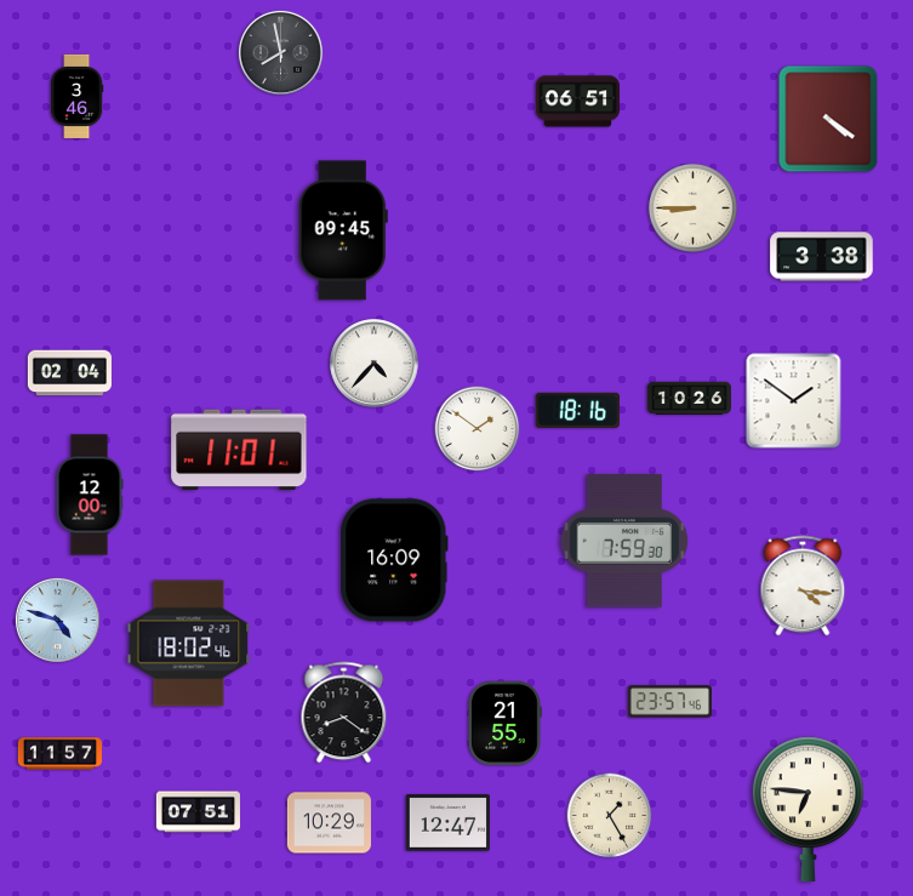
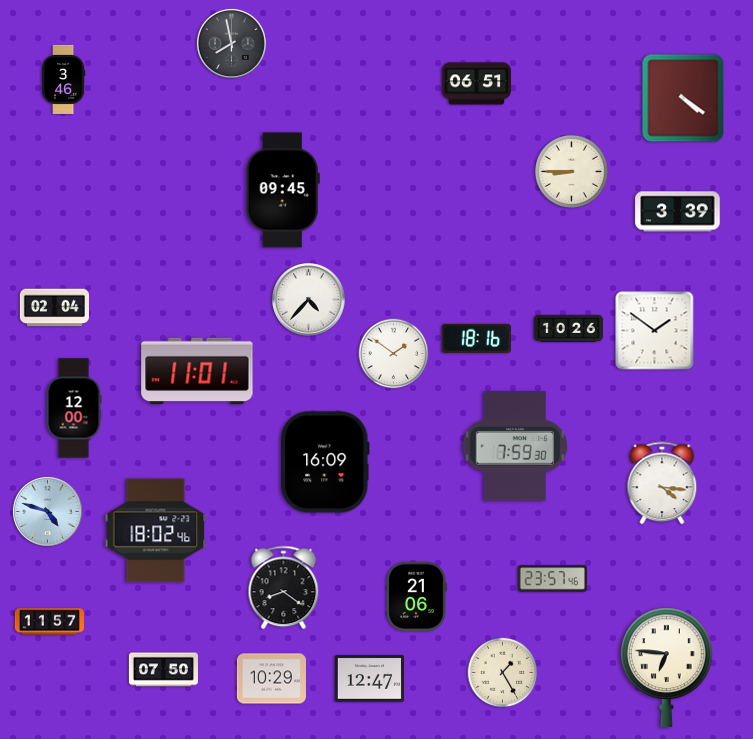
clock at (822, 257): 3:38 -> 3:39
clock at (69, 373) position: (69, 373) -> (54, 308)
clock at (504, 723): 21:55 -> 21:06
clock at (198, 812): 07:51 -> 07:50
